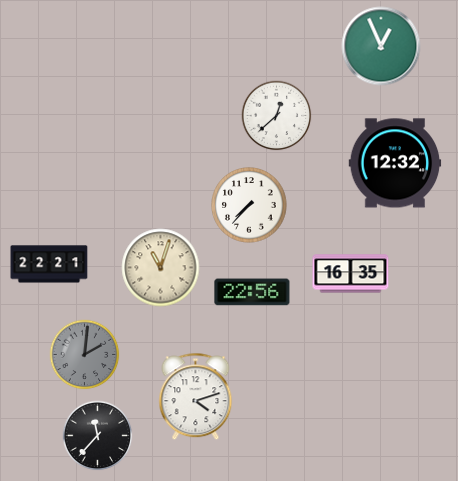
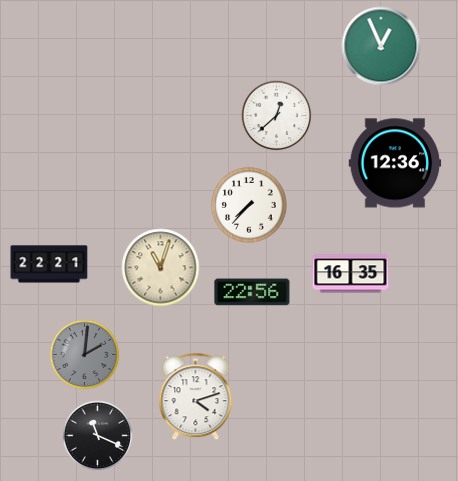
clock at (395, 163): 12:32 -> 12:36
clock at (98, 436): 11:37 -> 11:19
